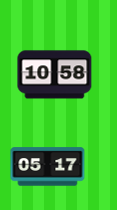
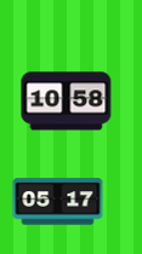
clock at (55, 75) position: (55, 75) -> (67, 102)
